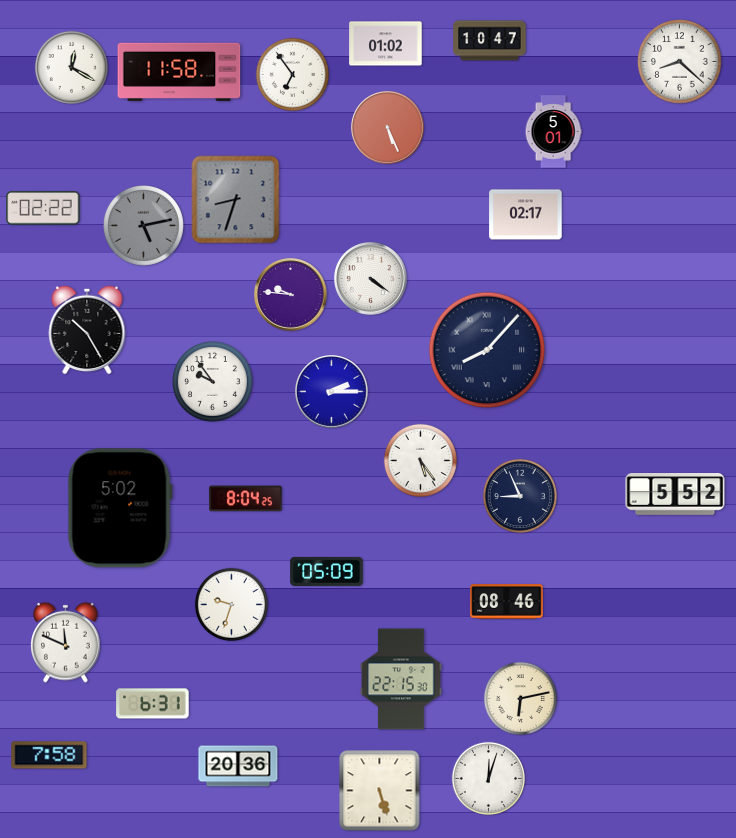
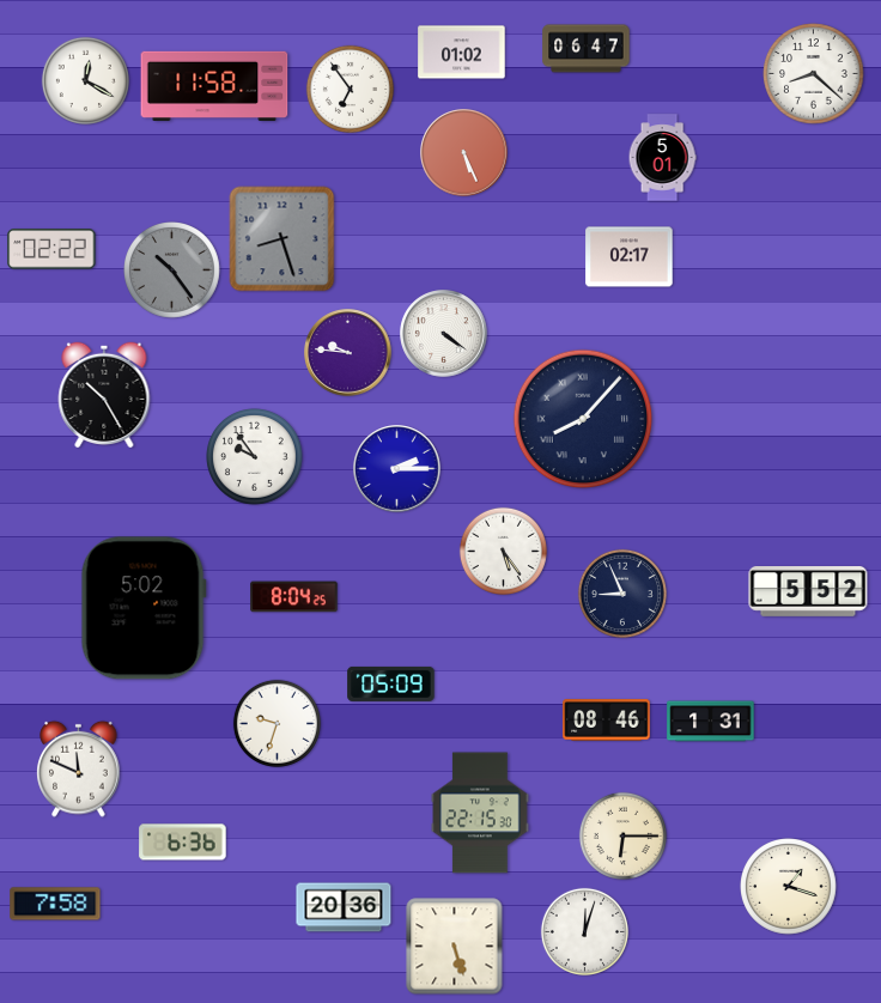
clock at (490, 41): 10:47 -> 06:47
clock at (236, 200): 8:33 -> 8:27
clock at (144, 226): 5:13 -> 10:24
clock at (711, 722): none -> 1:31
clock at (520, 698): 6:13 -> 6:15
clock at (153, 704): 6:31 -> 6:36
clock at (789, 887): none -> 1:18
clock at (49, 755) position: (49, 755) -> (55, 904)
clock at (238, 766) position: (238, 766) -> (344, 907)
